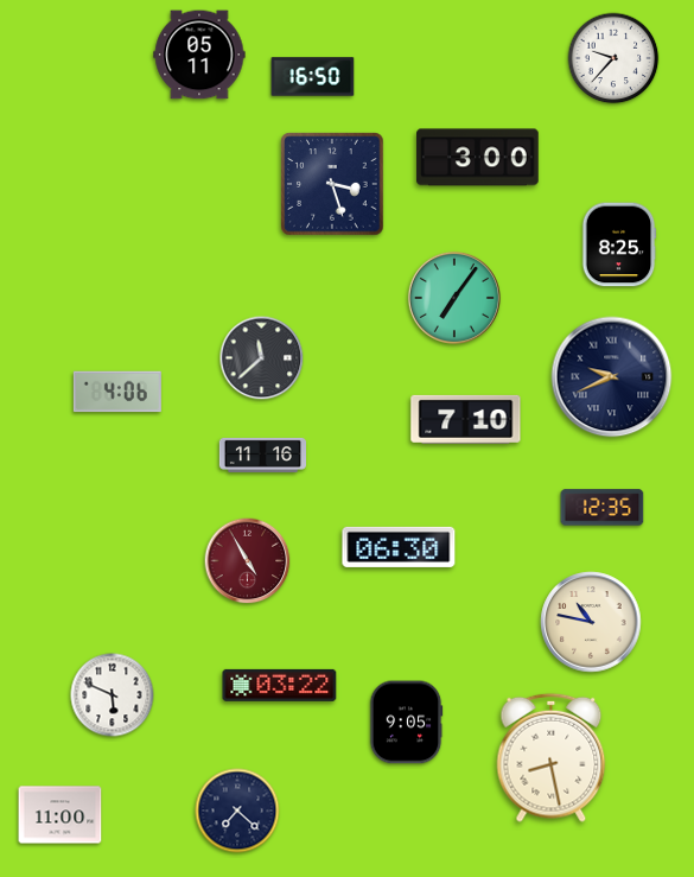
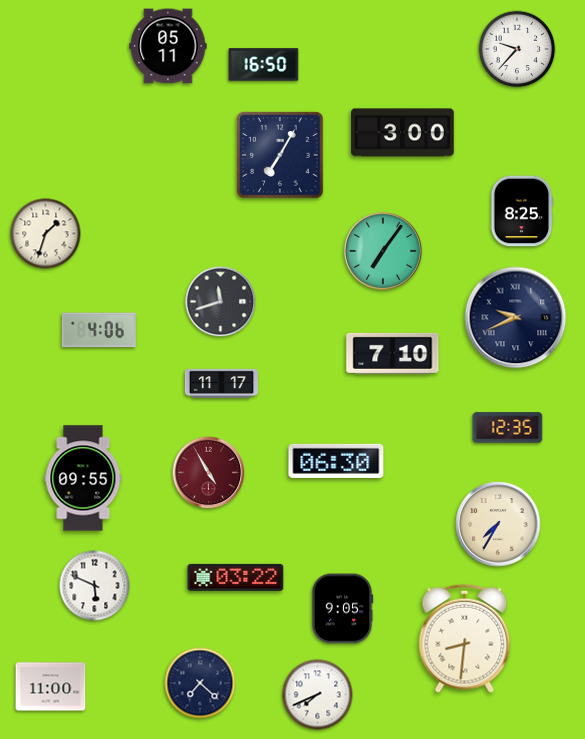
clock at (332, 184): 3:27 -> 7:05
clock at (619, 244) position: (619, 244) -> (522, 211)
clock at (46, 234): none -> 1:33
clock at (262, 358): 11:38 -> 11:42
clock at (262, 455): 11:16 -> 11:17
clock at (83, 478): none -> 09:55
clock at (591, 622): 10:47 -> 7:35
clock at (552, 757): 8:28 -> 8:31
clock at (318, 695): none -> 7:41
